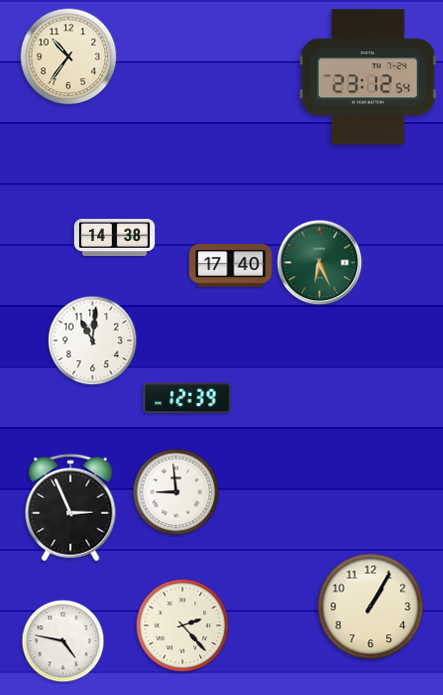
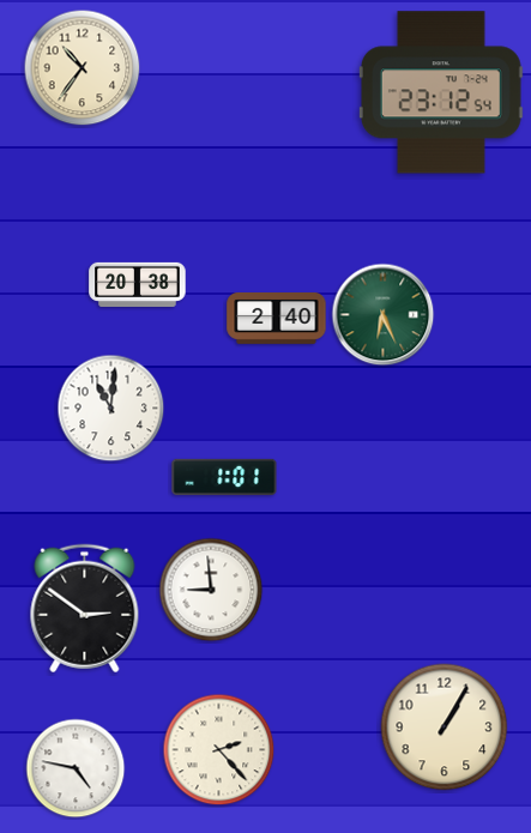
clock at (115, 237): 14:38 -> 20:38
clock at (231, 266): 17:40 -> 2:40
clock at (187, 398): 12:39 -> 1:01
clock at (71, 508): 2:56 -> 2:51
